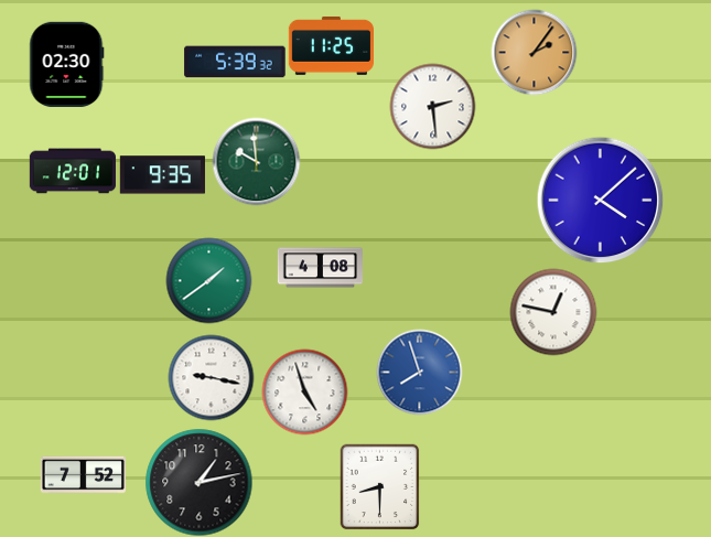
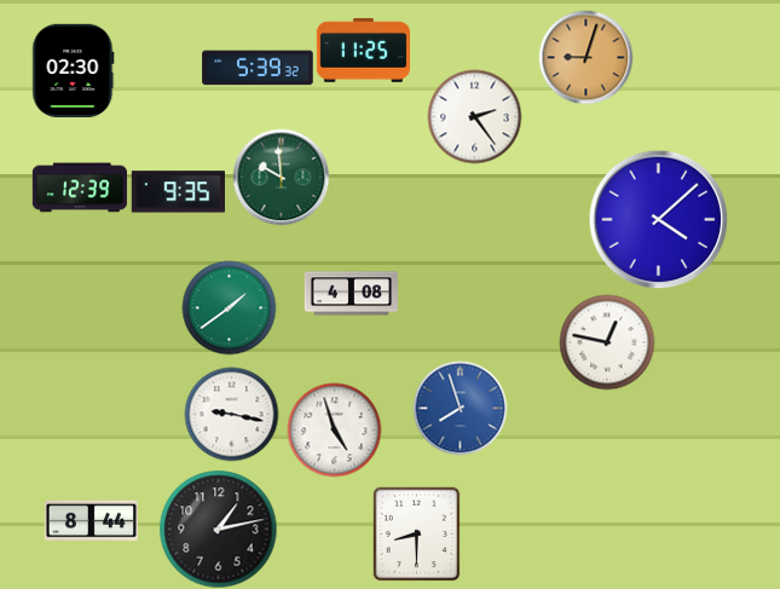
clock at (534, 52): 2:06 -> 9:03
clock at (432, 106): 2:29 -> 2:24
clock at (73, 171): 12:01 -> 12:39
clock at (83, 475): 7:52 -> 8:44
